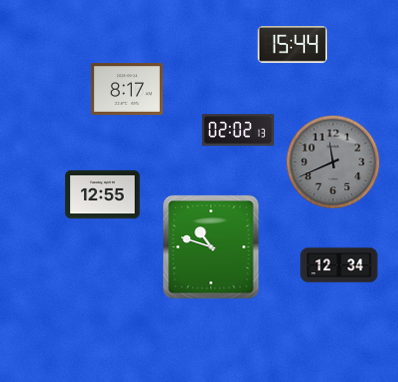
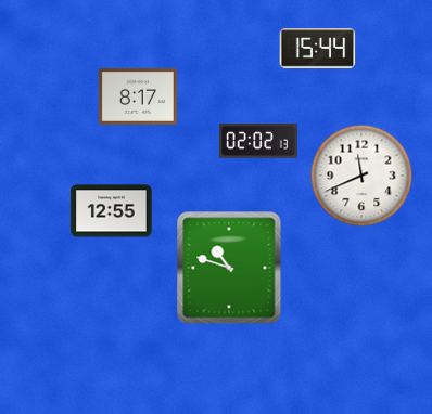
clock at (333, 162) dial: grey -> white
clock at (339, 265): 12:34 -> none
